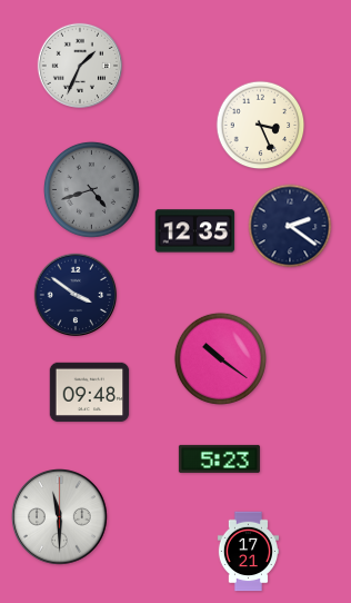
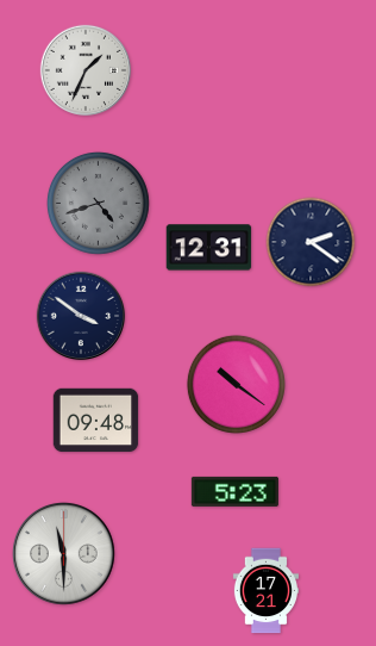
clock at (261, 126): 3:26 -> none
clock at (195, 231): 12:35 -> 12:31
